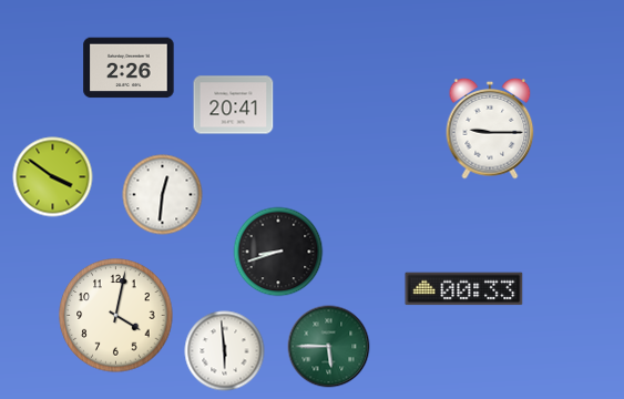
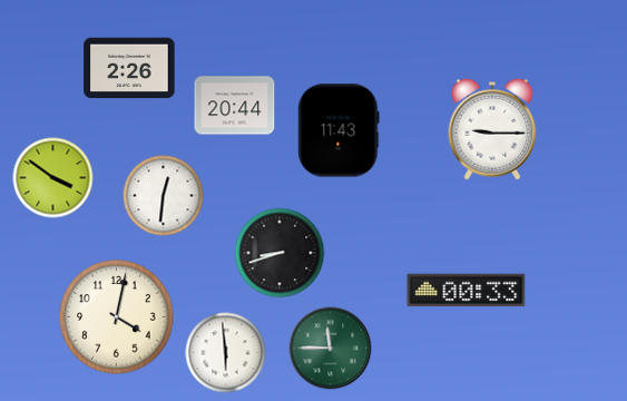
clock at (234, 105): 20:41 -> 20:44
clock at (339, 130): none -> 11:43
clock at (329, 347): 5:45 -> 11:45
